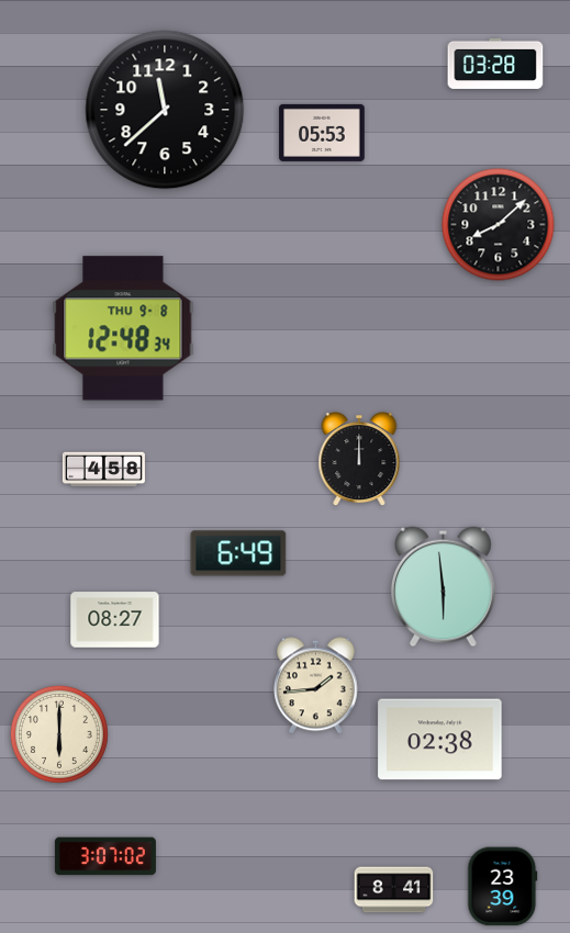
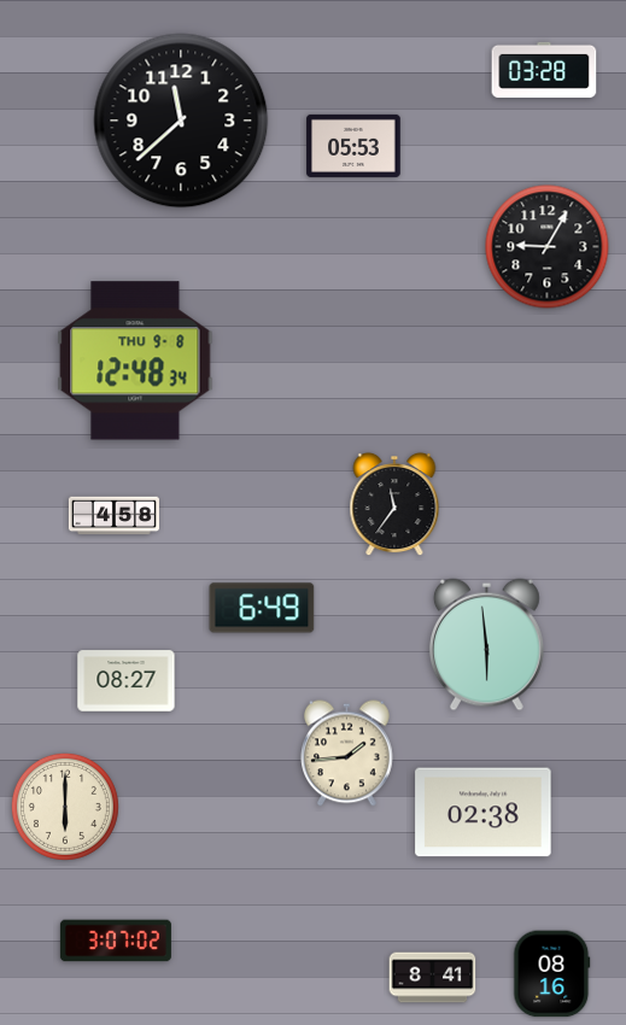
clock at (499, 225): 8:08 -> 9:05
clock at (359, 459): 12:00 -> 11:36
clock at (503, 887): 23:39 -> 08:16
